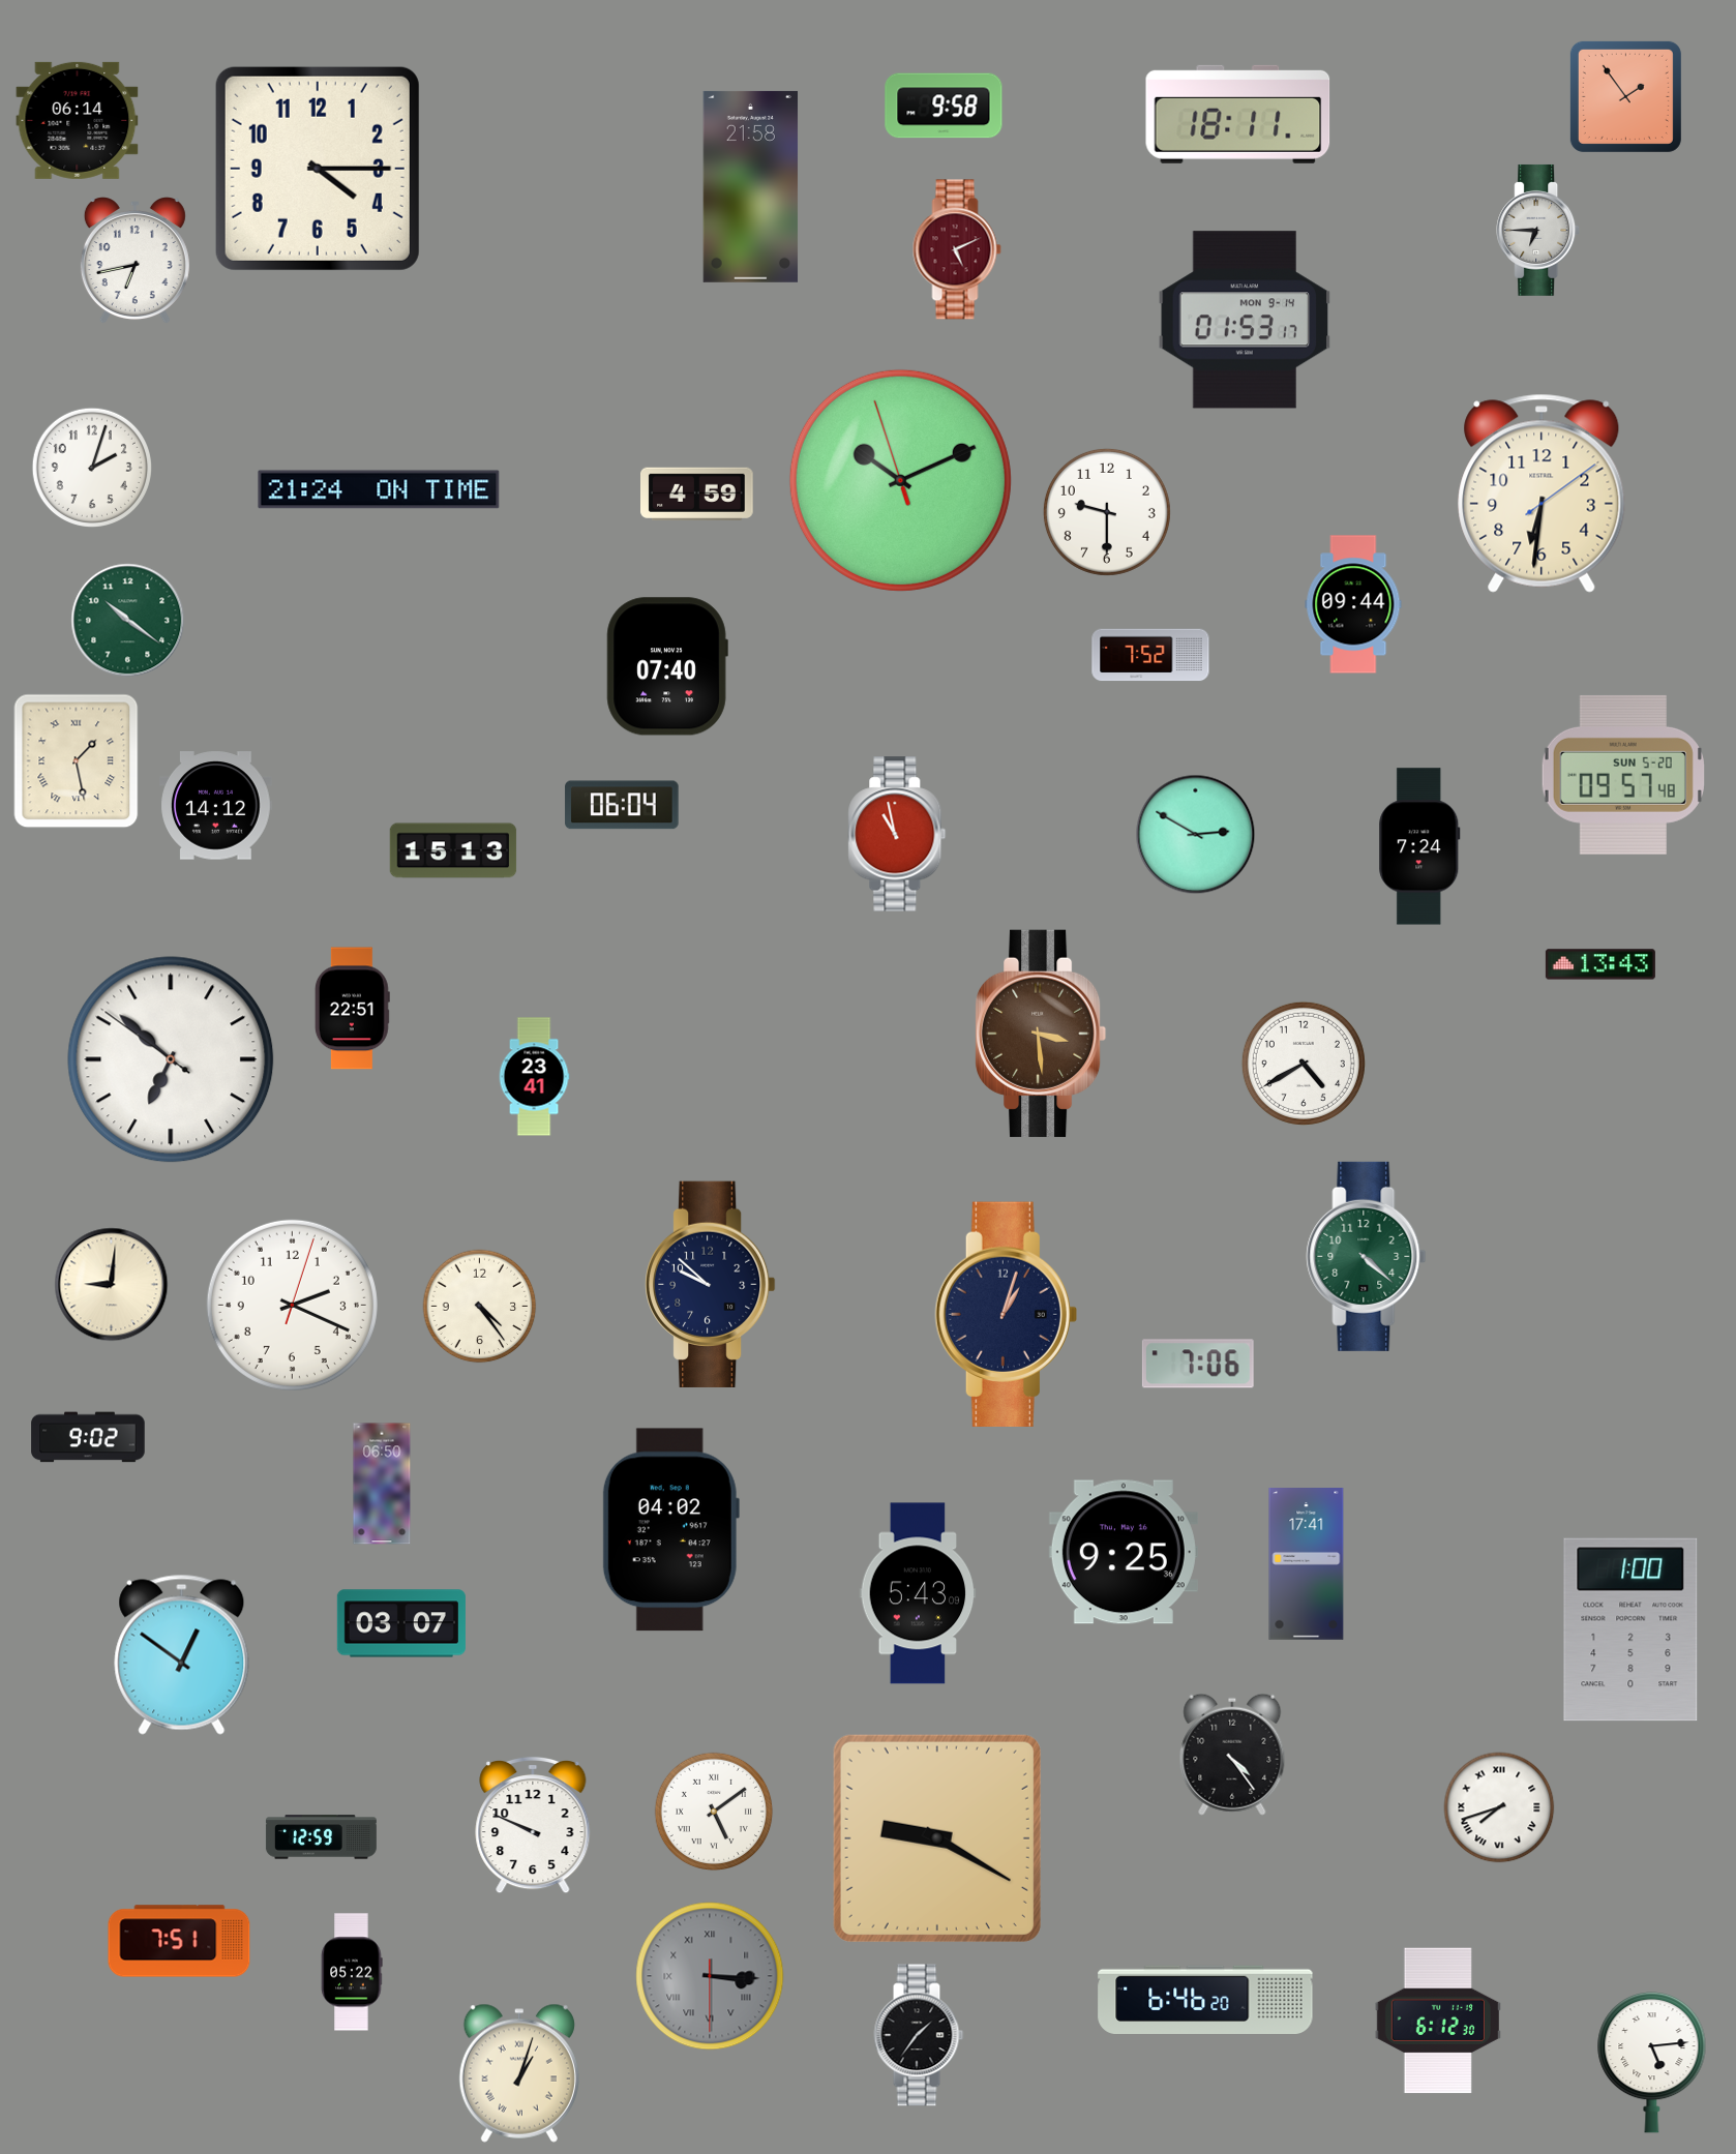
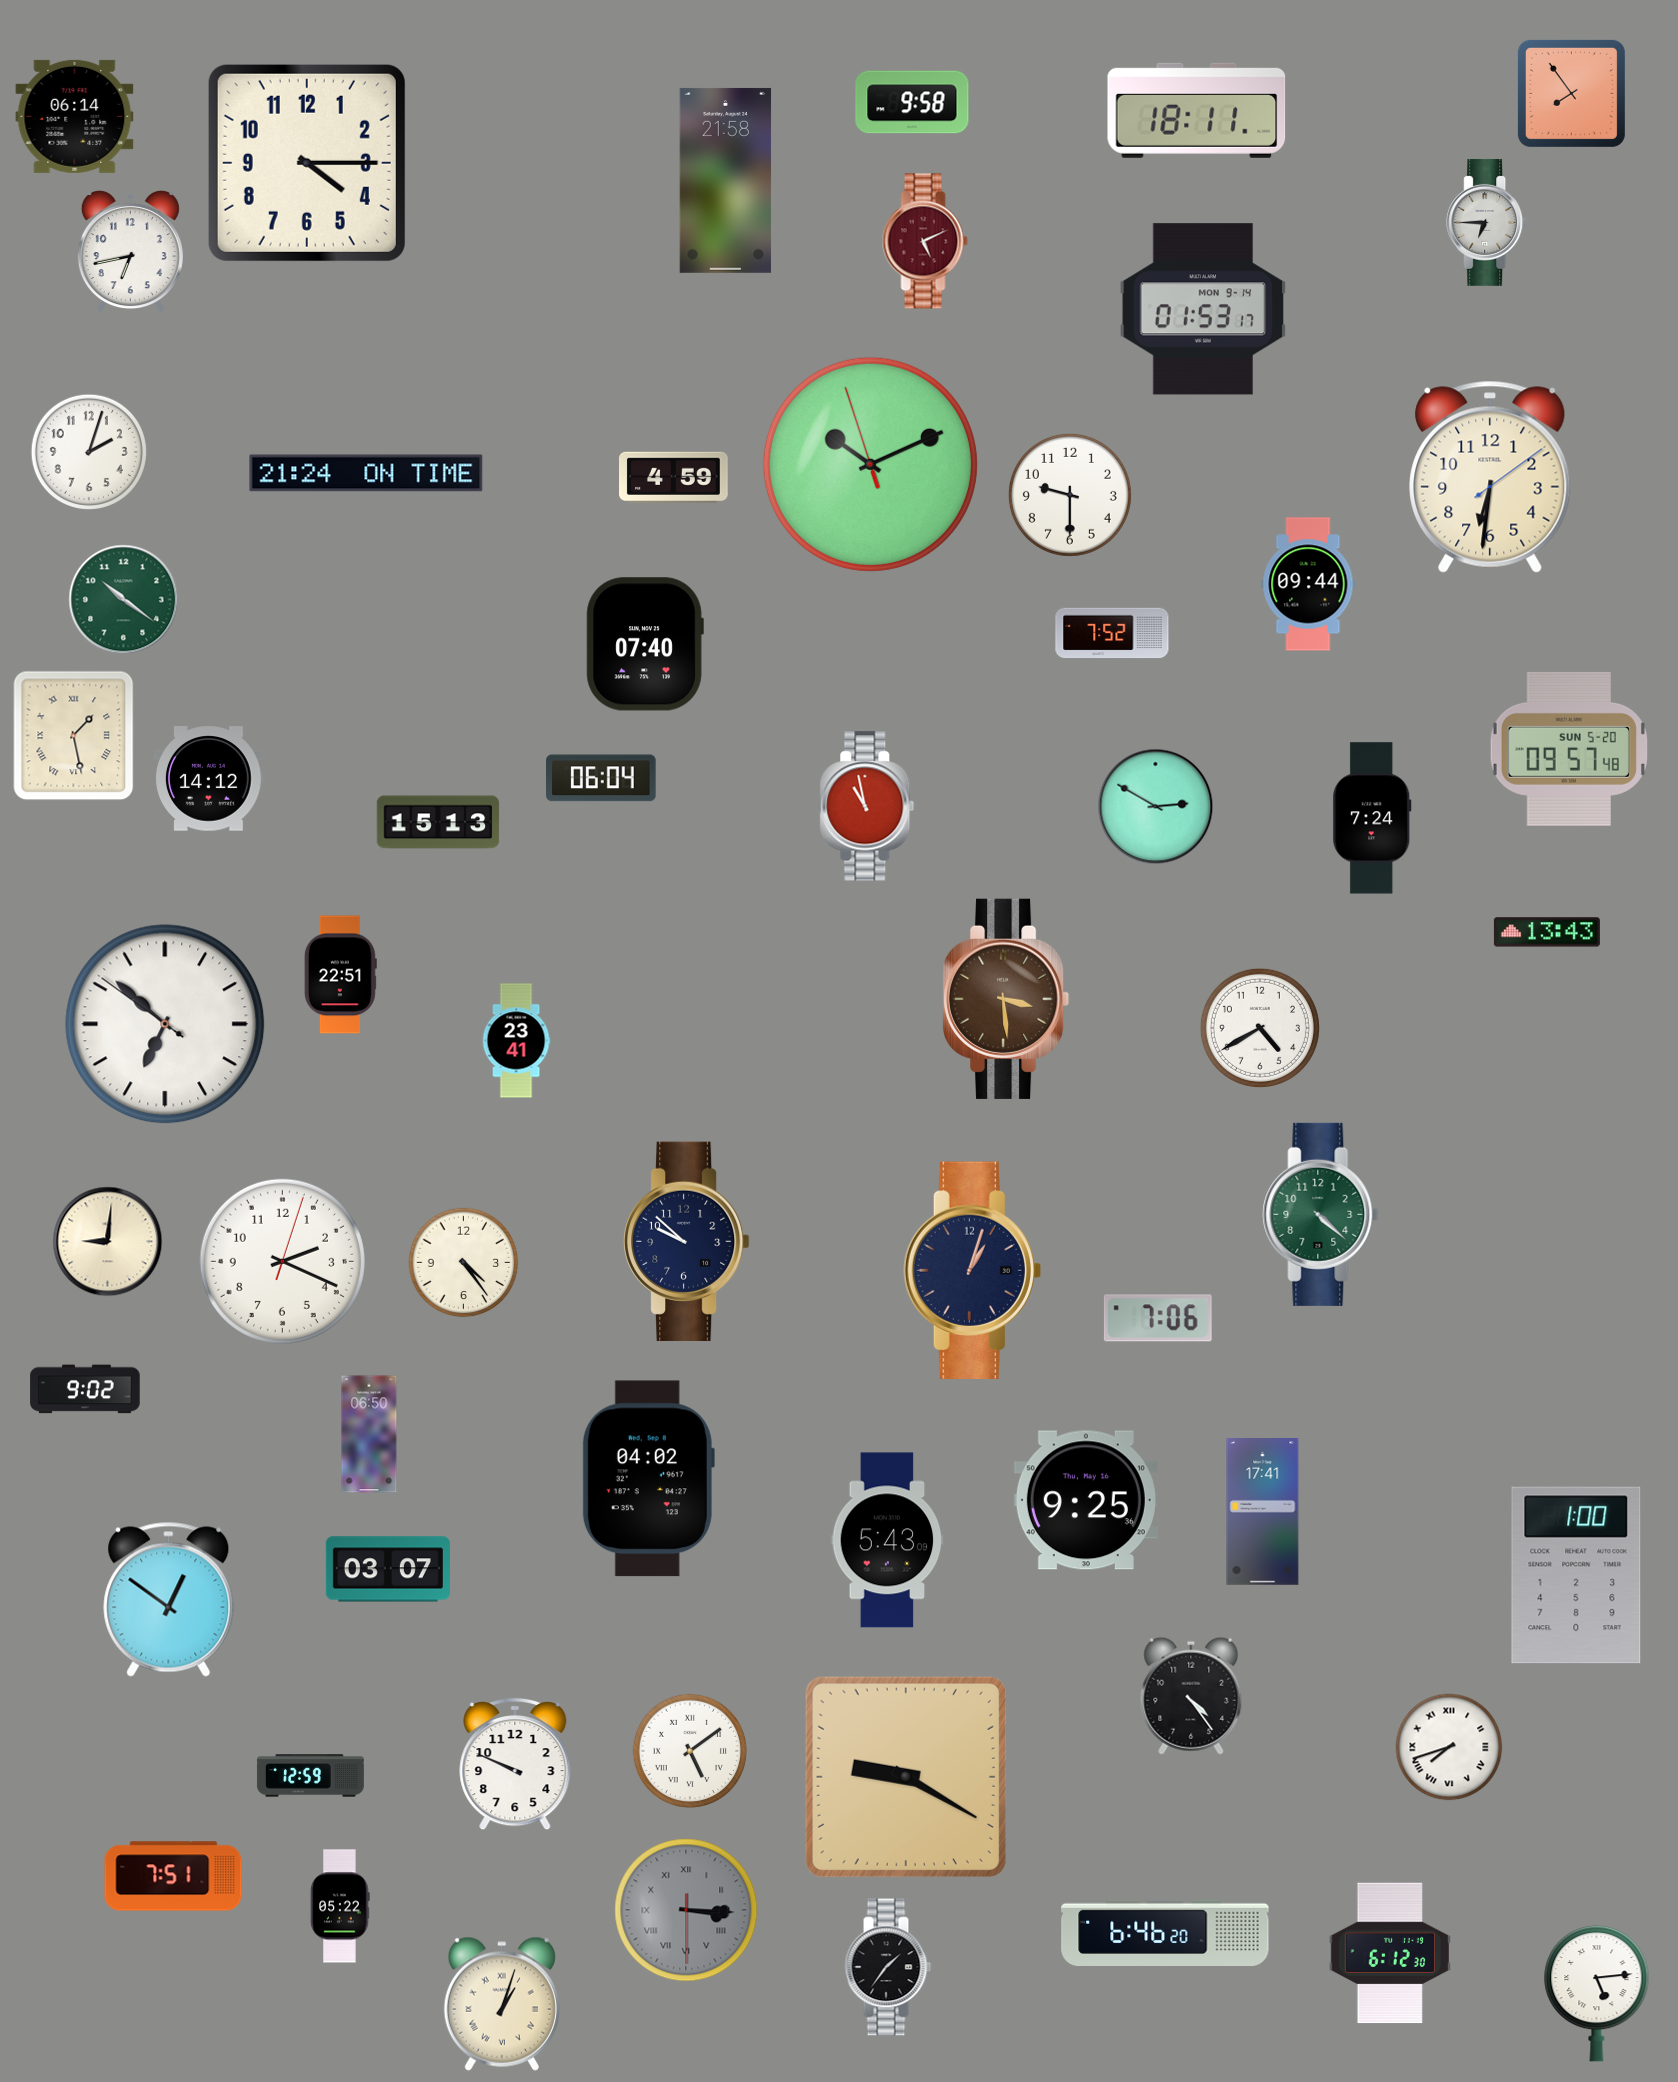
clock at (1625, 96): 1:54 -> 7:54
clock at (182, 1654) position: (182, 1654) -> (169, 1599)
